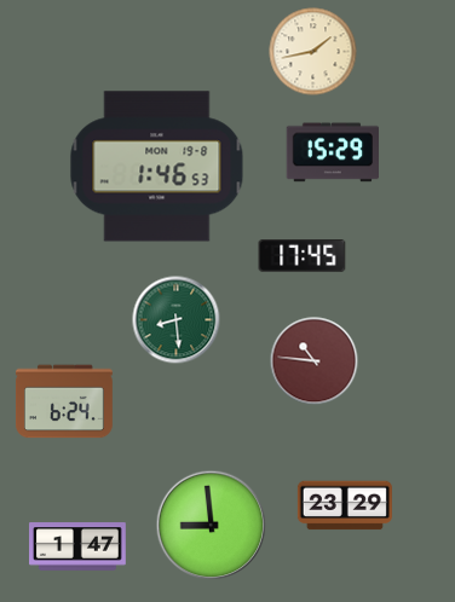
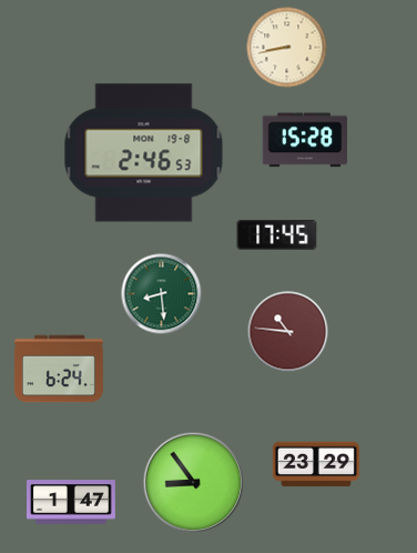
clock at (313, 52): 1:43 -> 8:43
clock at (333, 152): 15:29 -> 15:28
clock at (157, 167): 1:46 -> 2:46
clock at (212, 526): 8:59 -> 8:54
